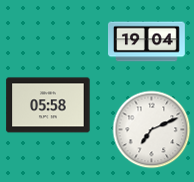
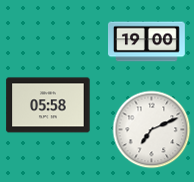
clock at (147, 42): 19:04 -> 19:00
